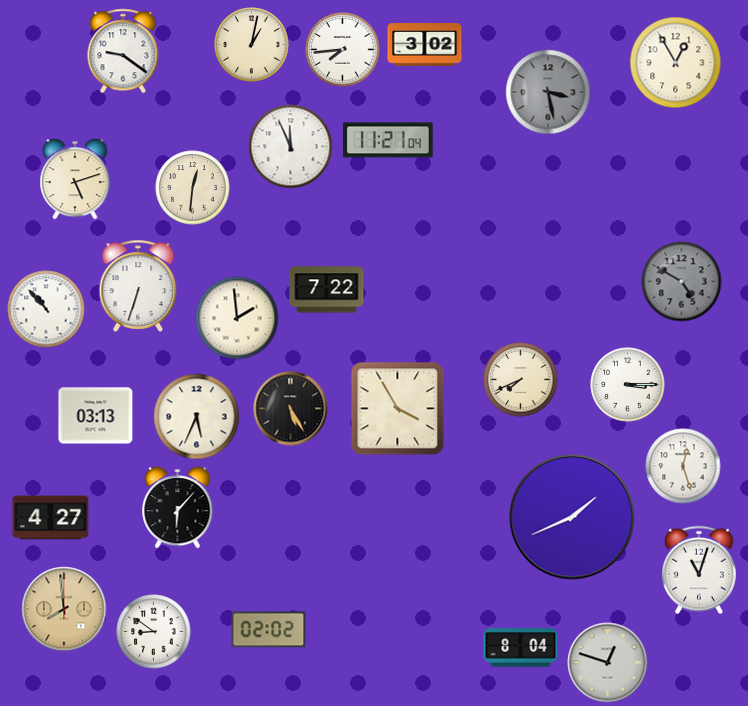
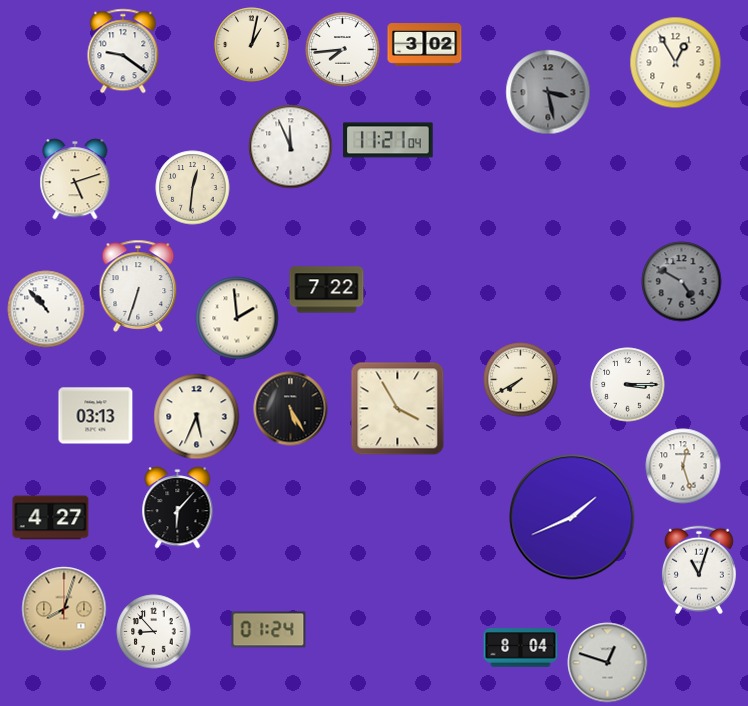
clock at (521, 380): 7:41 -> 7:40
clock at (64, 609): 7:59 -> 8:03
clock at (269, 630): 02:02 -> 01:24
clock at (154, 632): 8:51 -> 8:53
